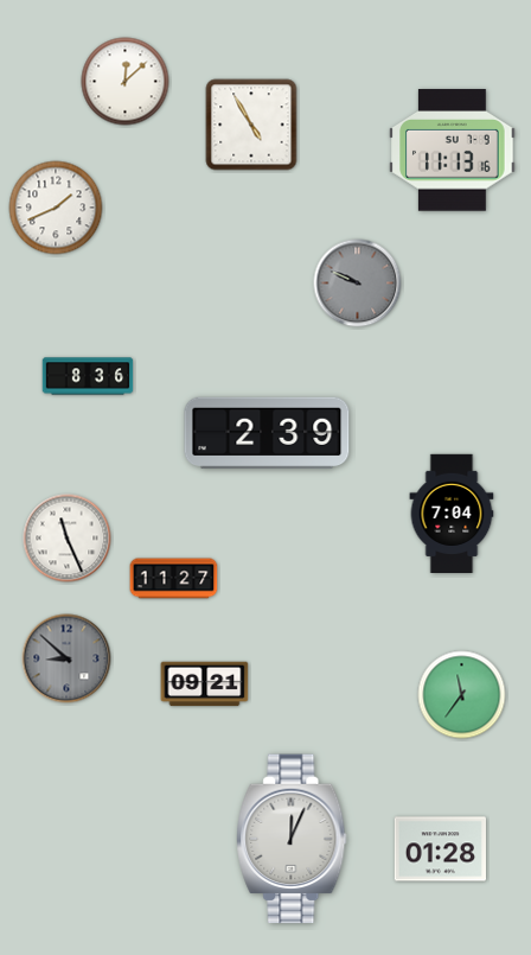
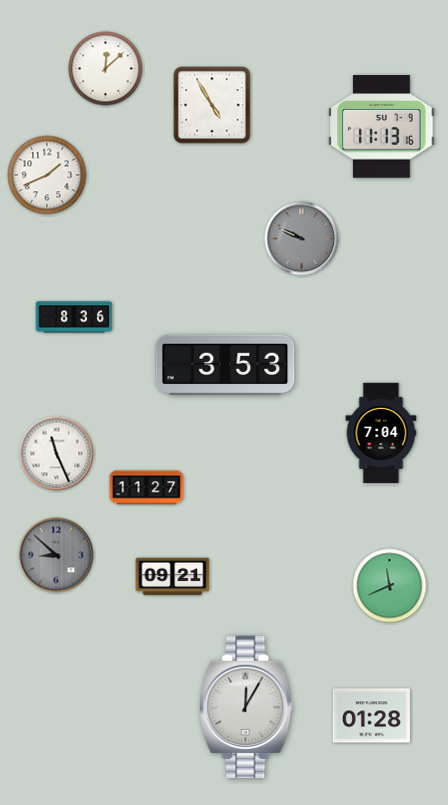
clock at (267, 433): 2:39 -> 3:53
clock at (462, 695): 11:36 -> 11:41
clock at (292, 839): 12:04 -> 12:05
